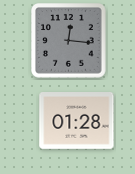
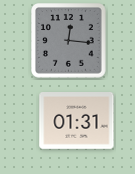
clock at (77, 121): 01:28 -> 01:31
